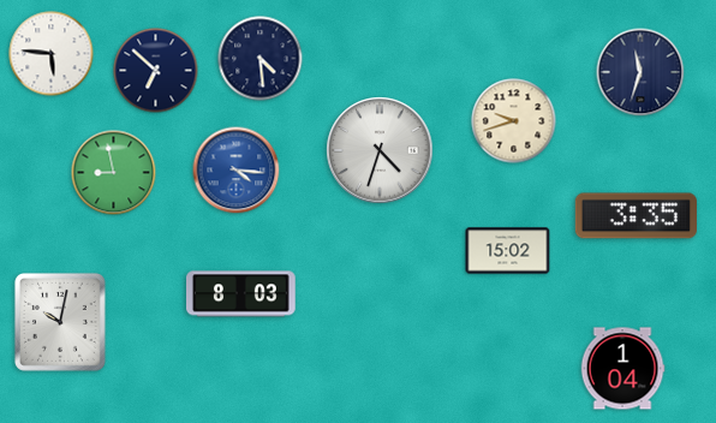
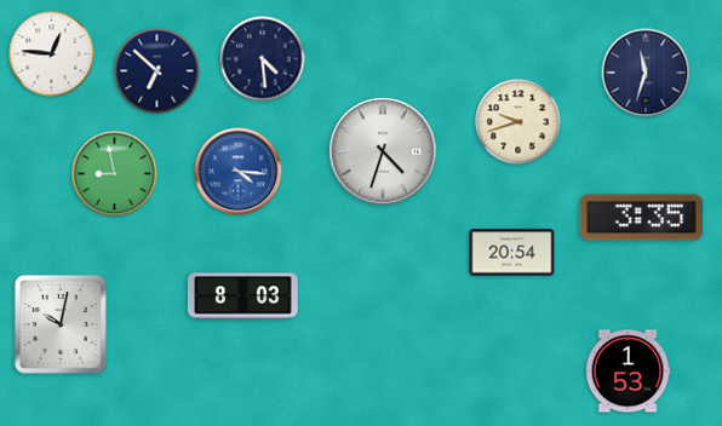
clock at (52, 54): 5:46 -> 12:46
clock at (508, 251): 15:02 -> 20:54
clock at (622, 369): 1:04 -> 1:53
